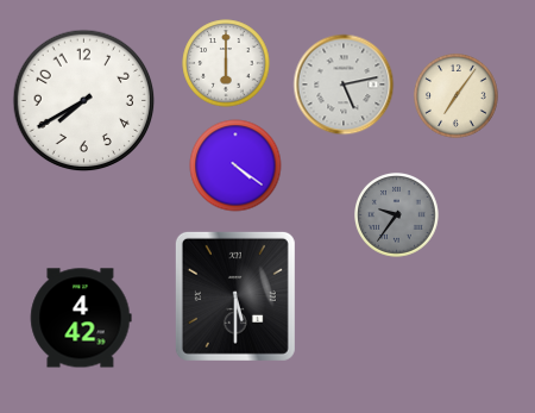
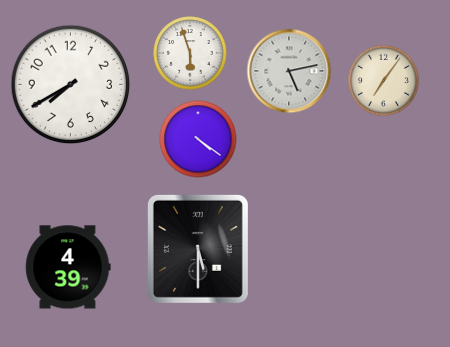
clock at (226, 63): 6:00 -> 5:57
clock at (397, 215): 9:36 -> none
clock at (81, 318): 4:42 -> 4:39
